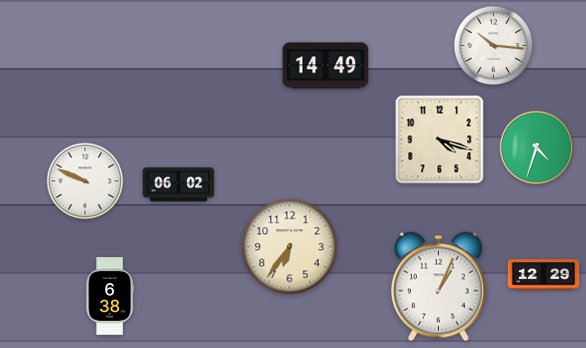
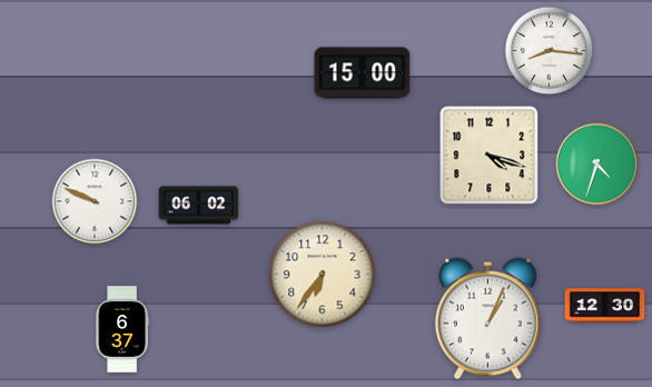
clock at (494, 46): 10:16 -> 8:16
clock at (326, 66): 14:49 -> 15:00
clock at (544, 275): 12:29 -> 12:30
clock at (110, 296): 6:38 -> 6:37
